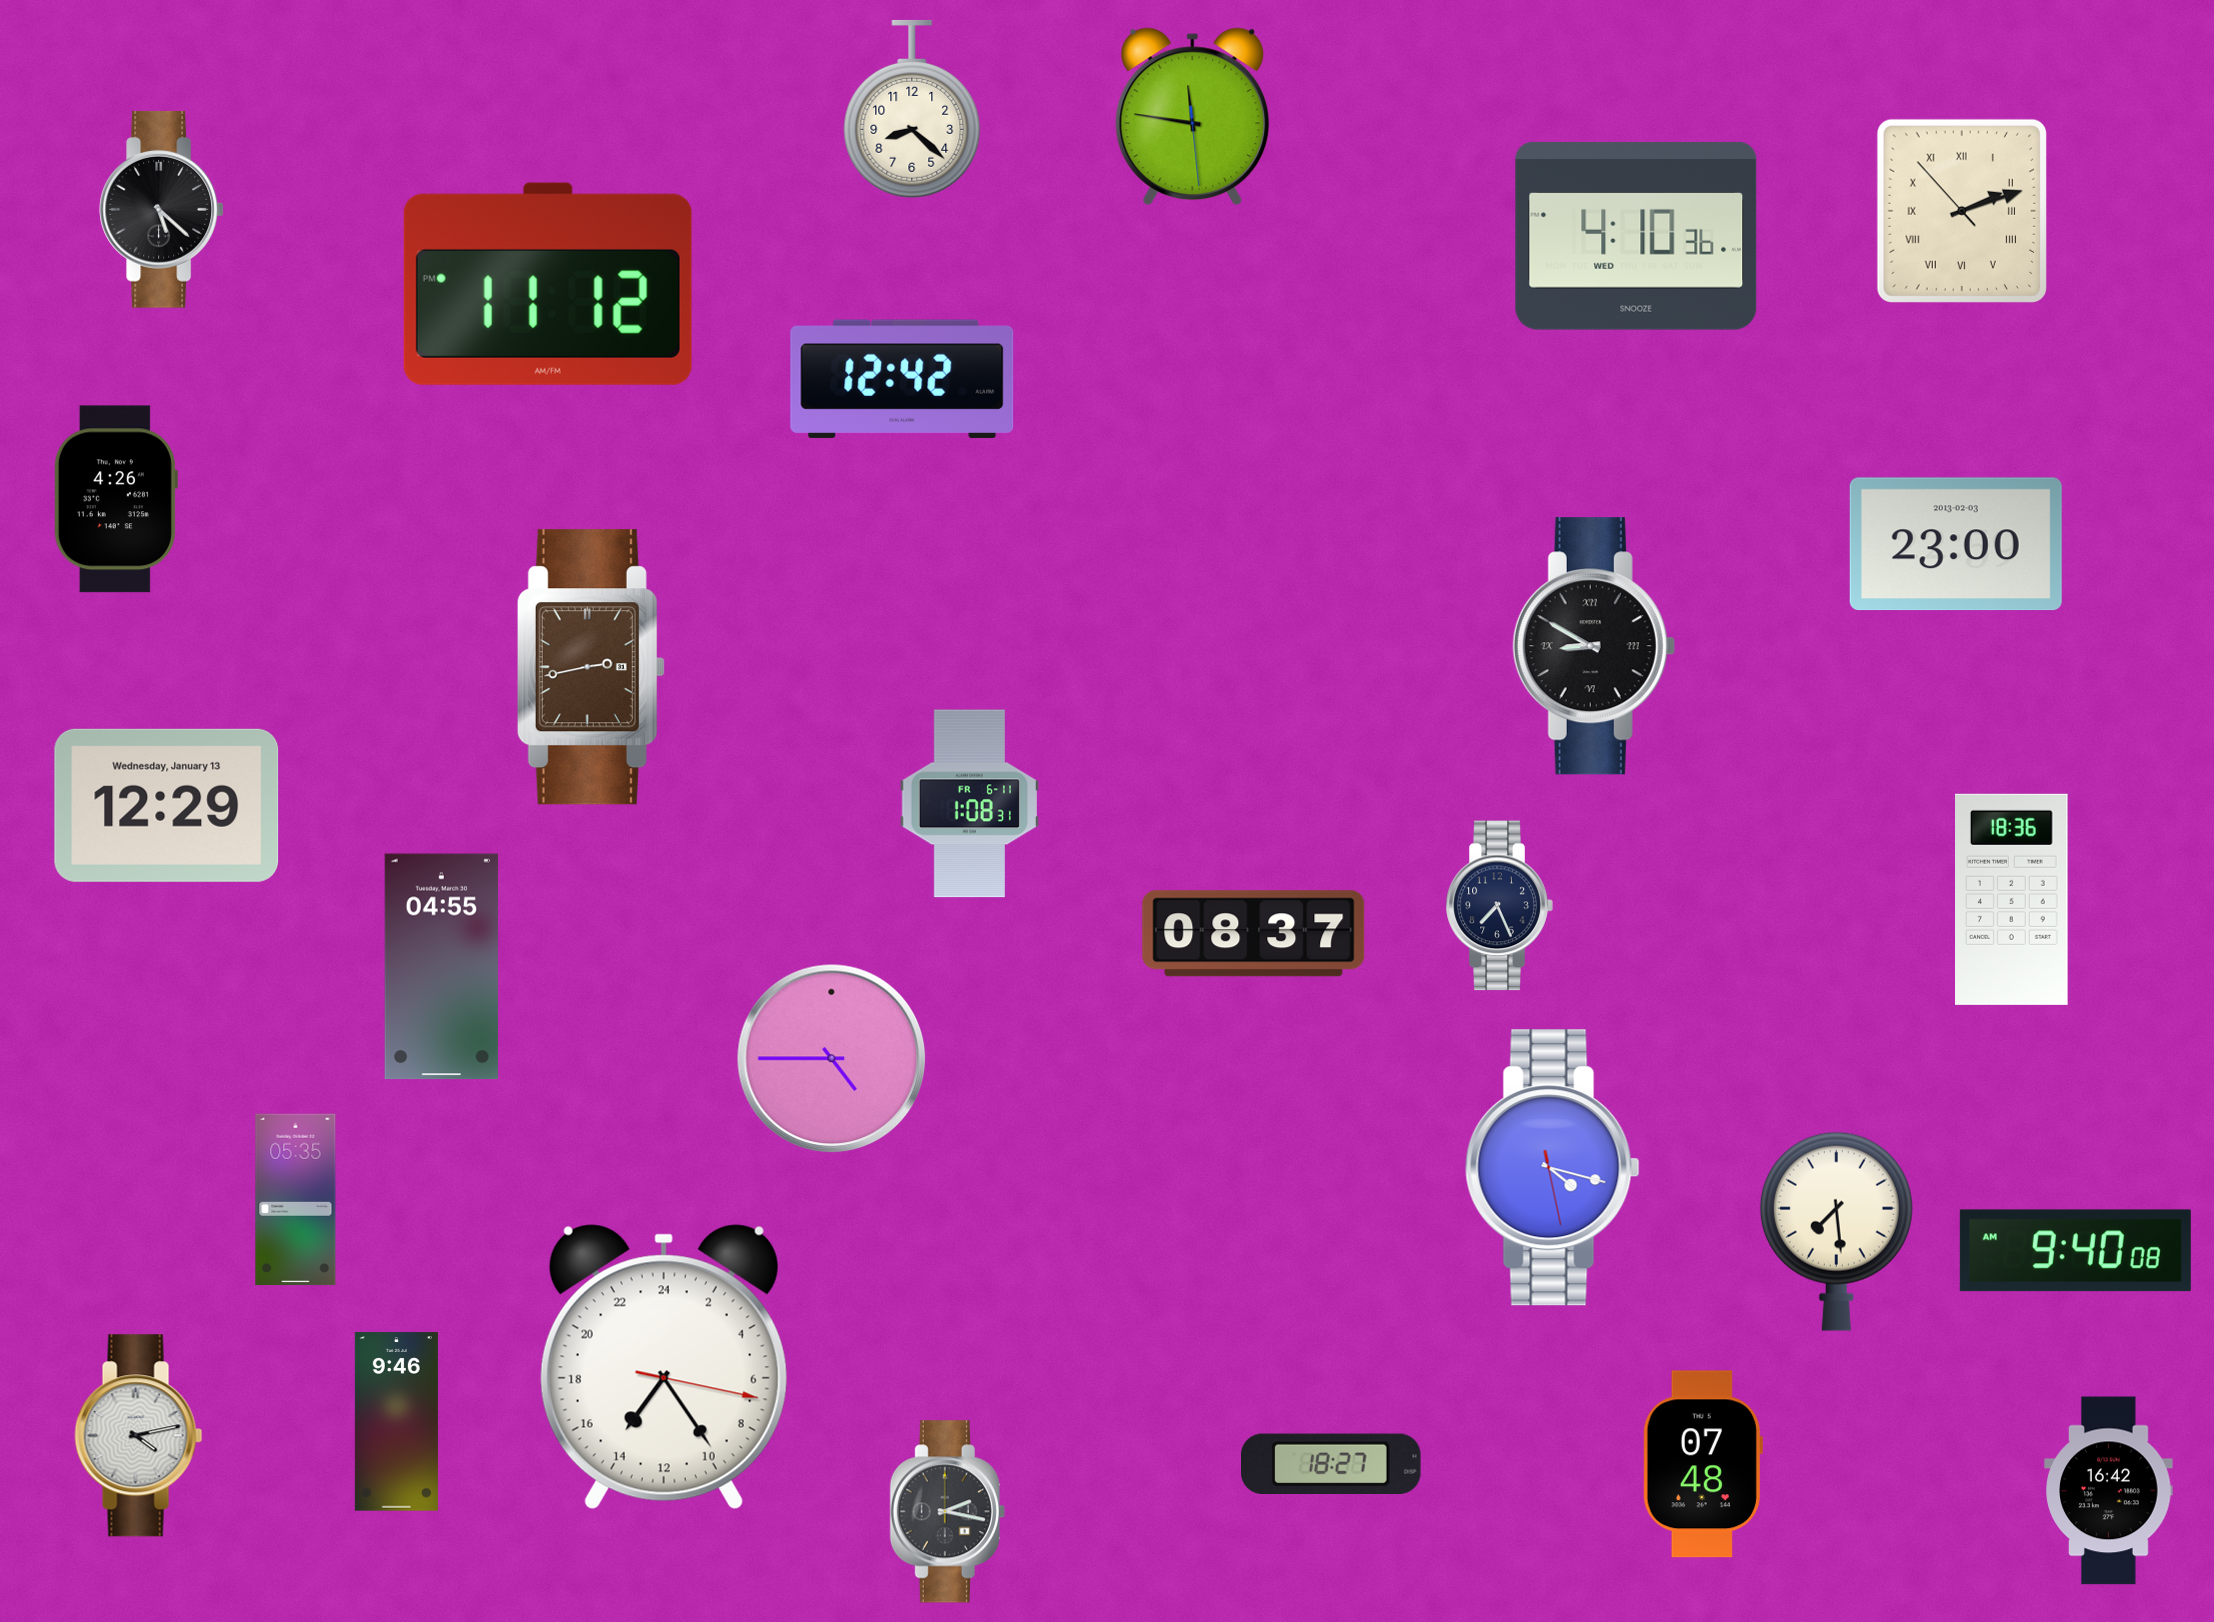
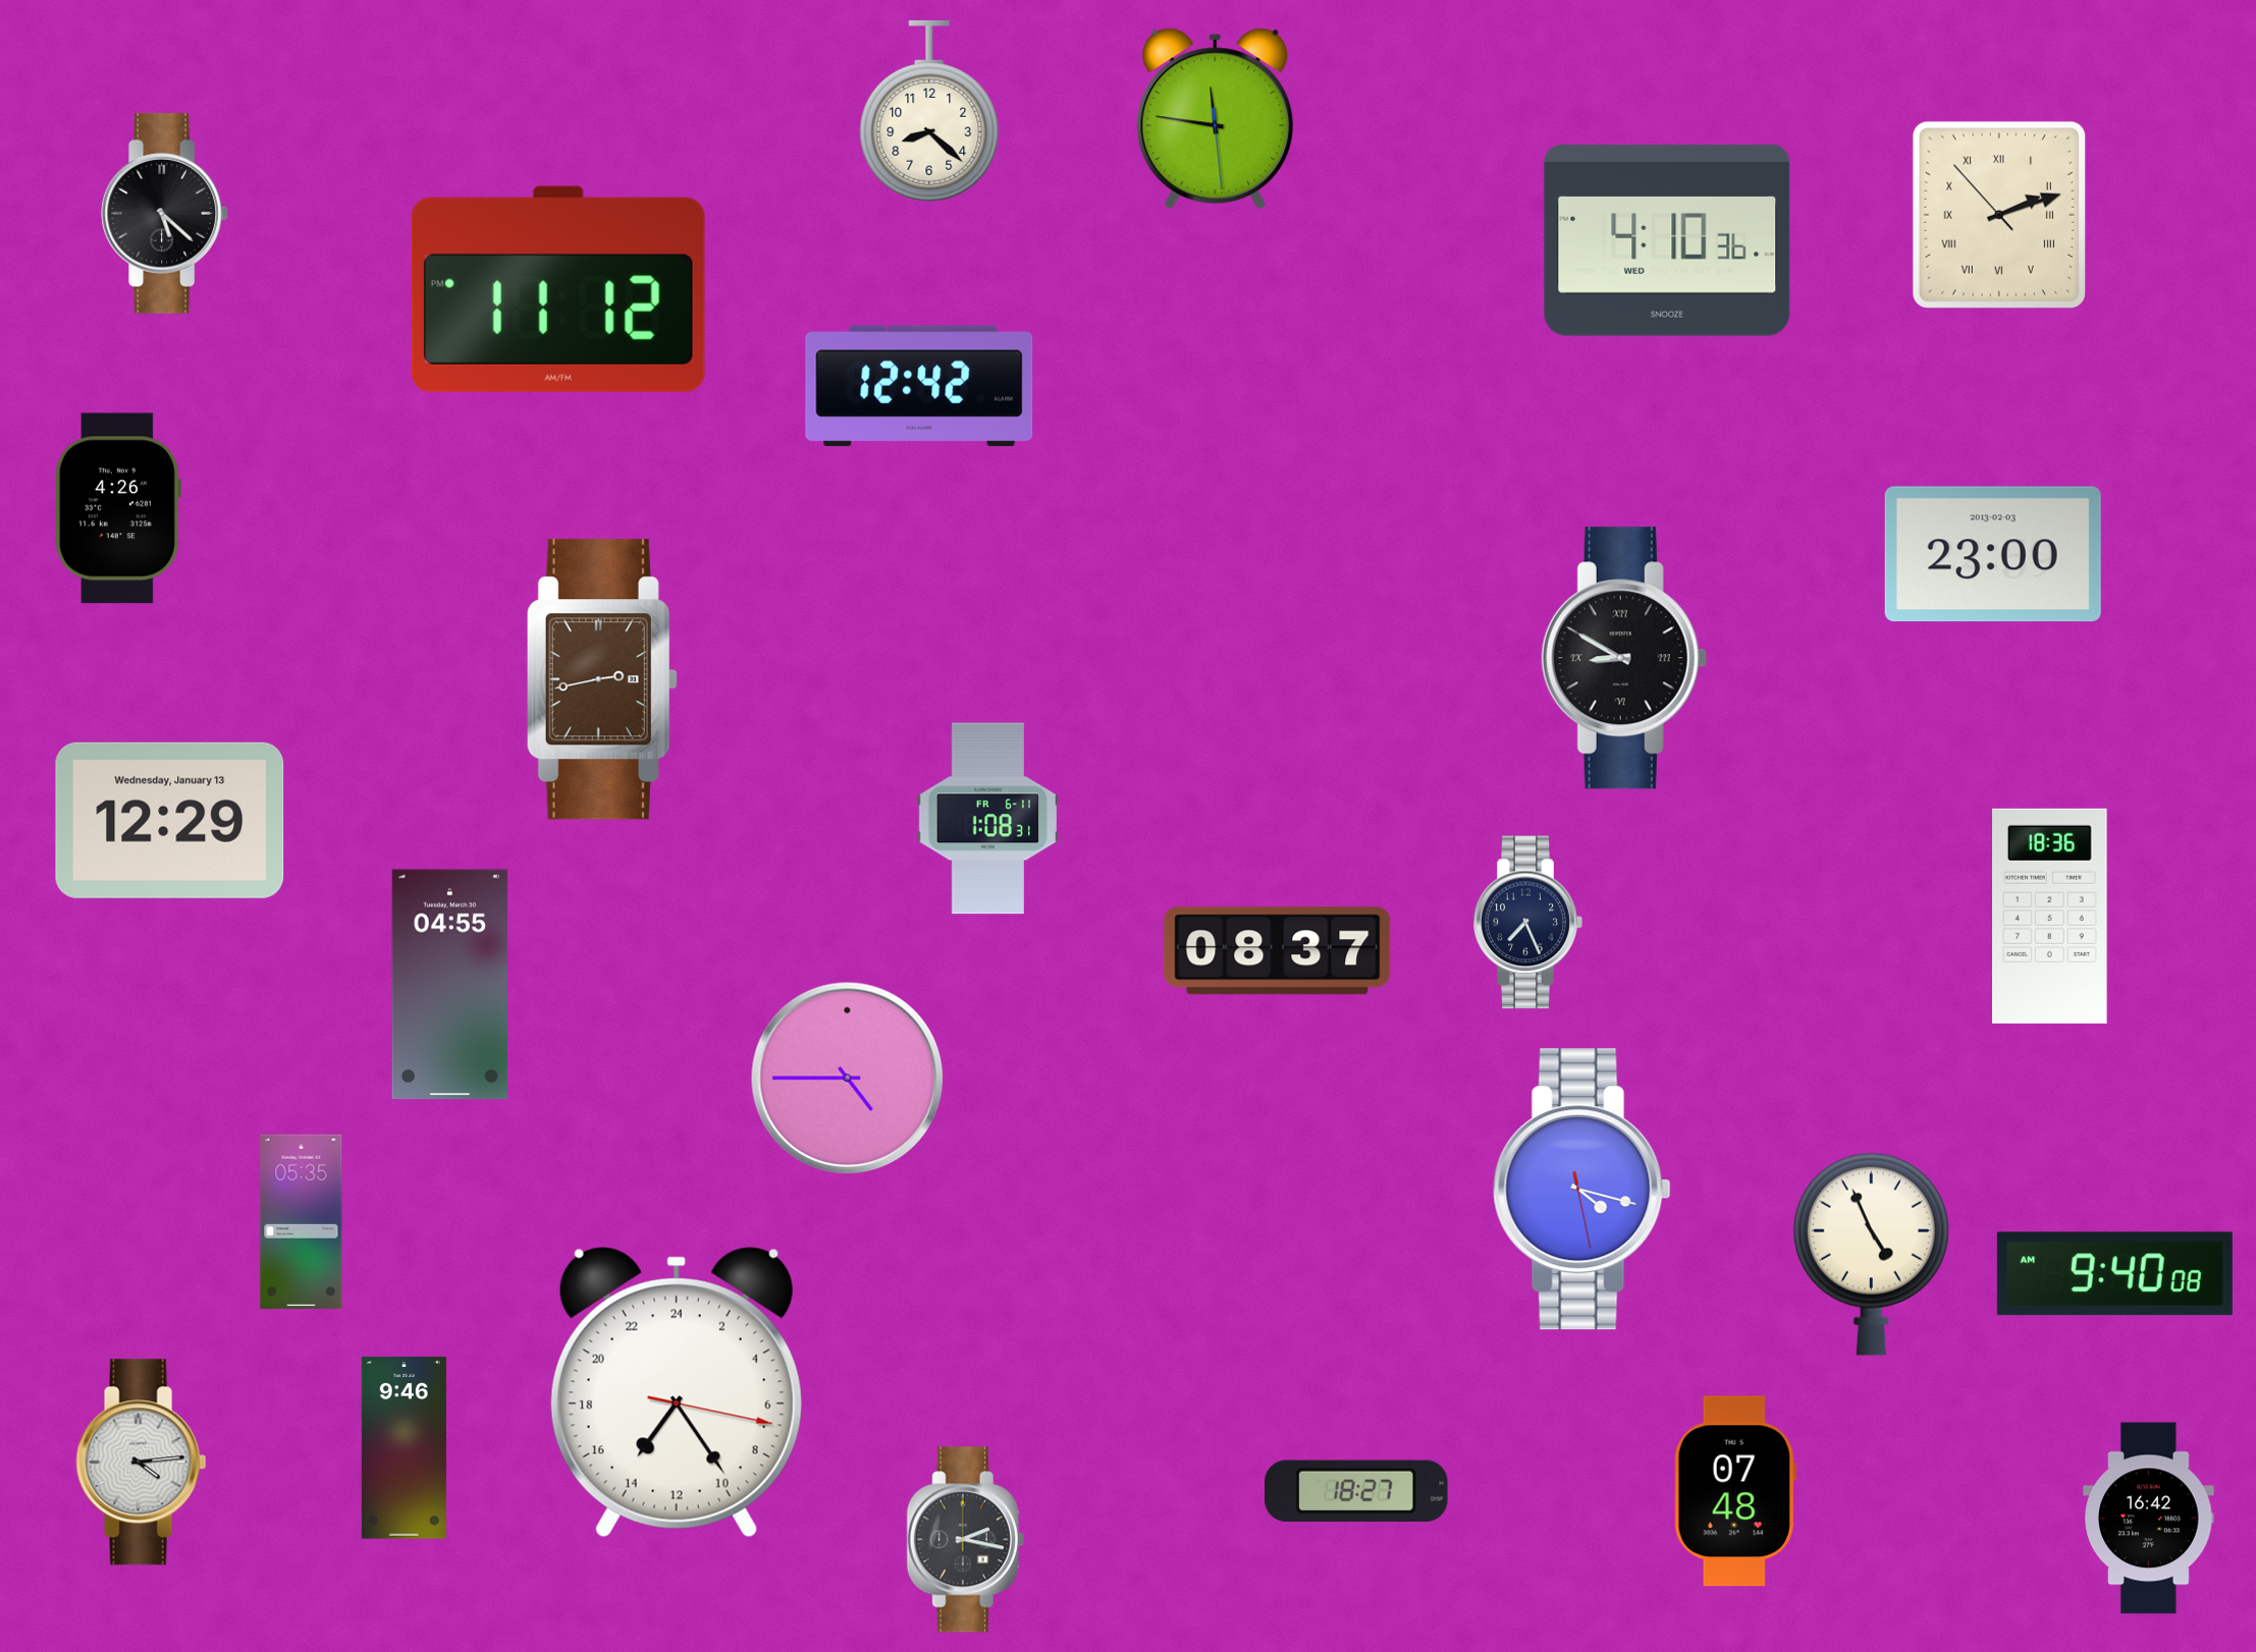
clock at (1836, 1231): 7:29 -> 4:56
clock at (139, 1436): 4:13 -> 4:14
